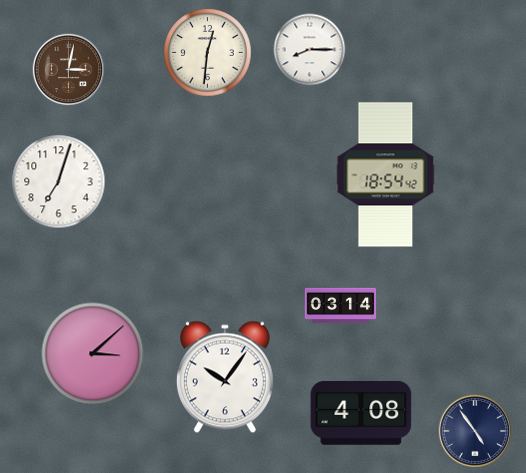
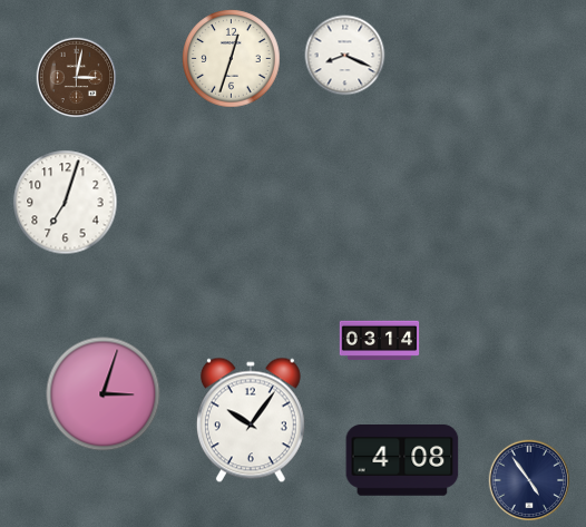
clock at (310, 50): 8:15 -> 8:19
clock at (208, 53): 12:31 -> 12:33
clock at (386, 175): 18:54 -> none
clock at (93, 354): 3:08 -> 3:03
